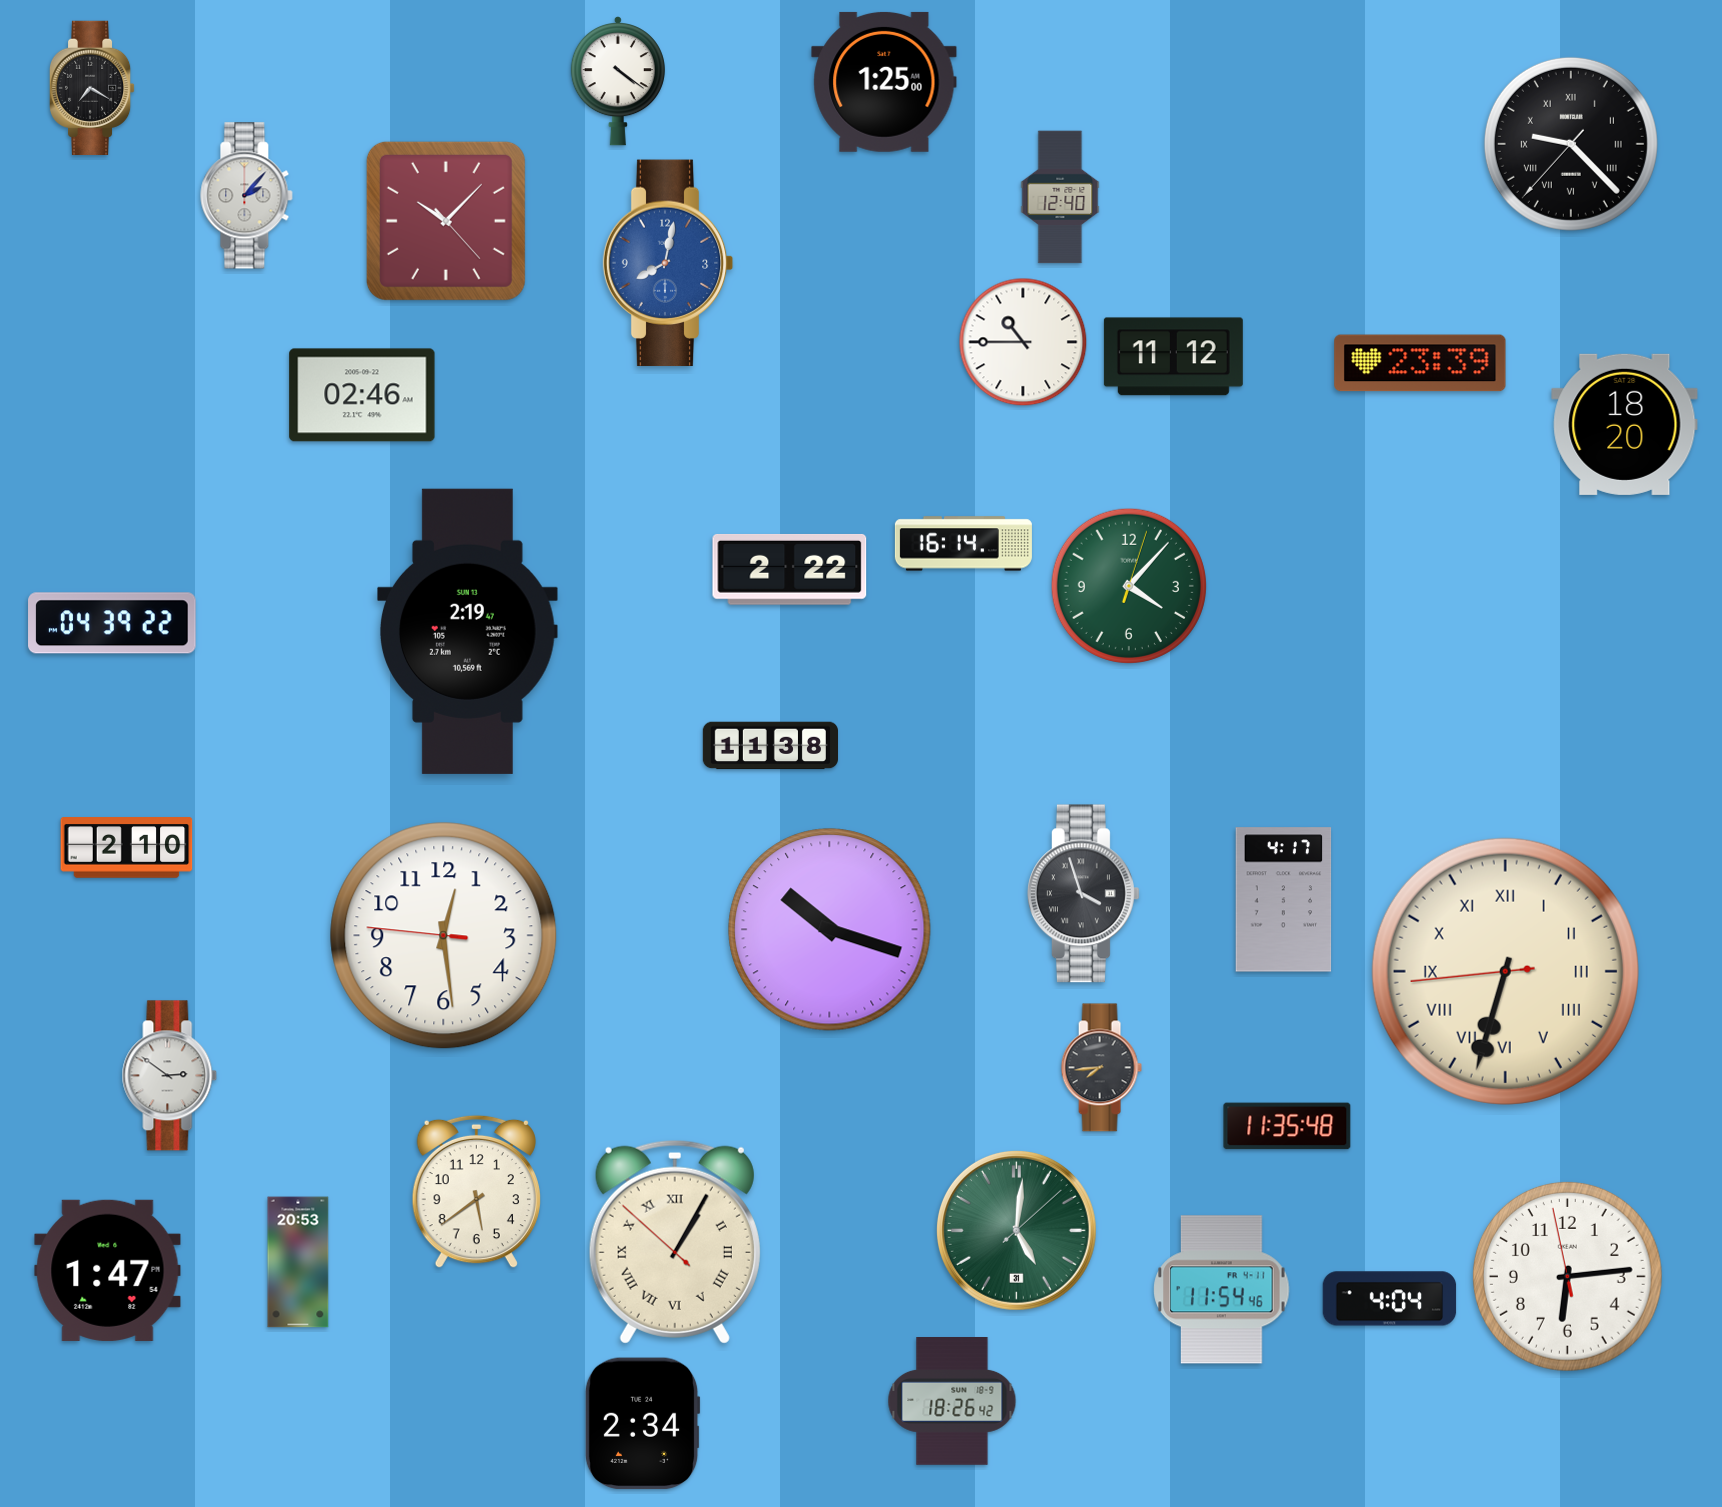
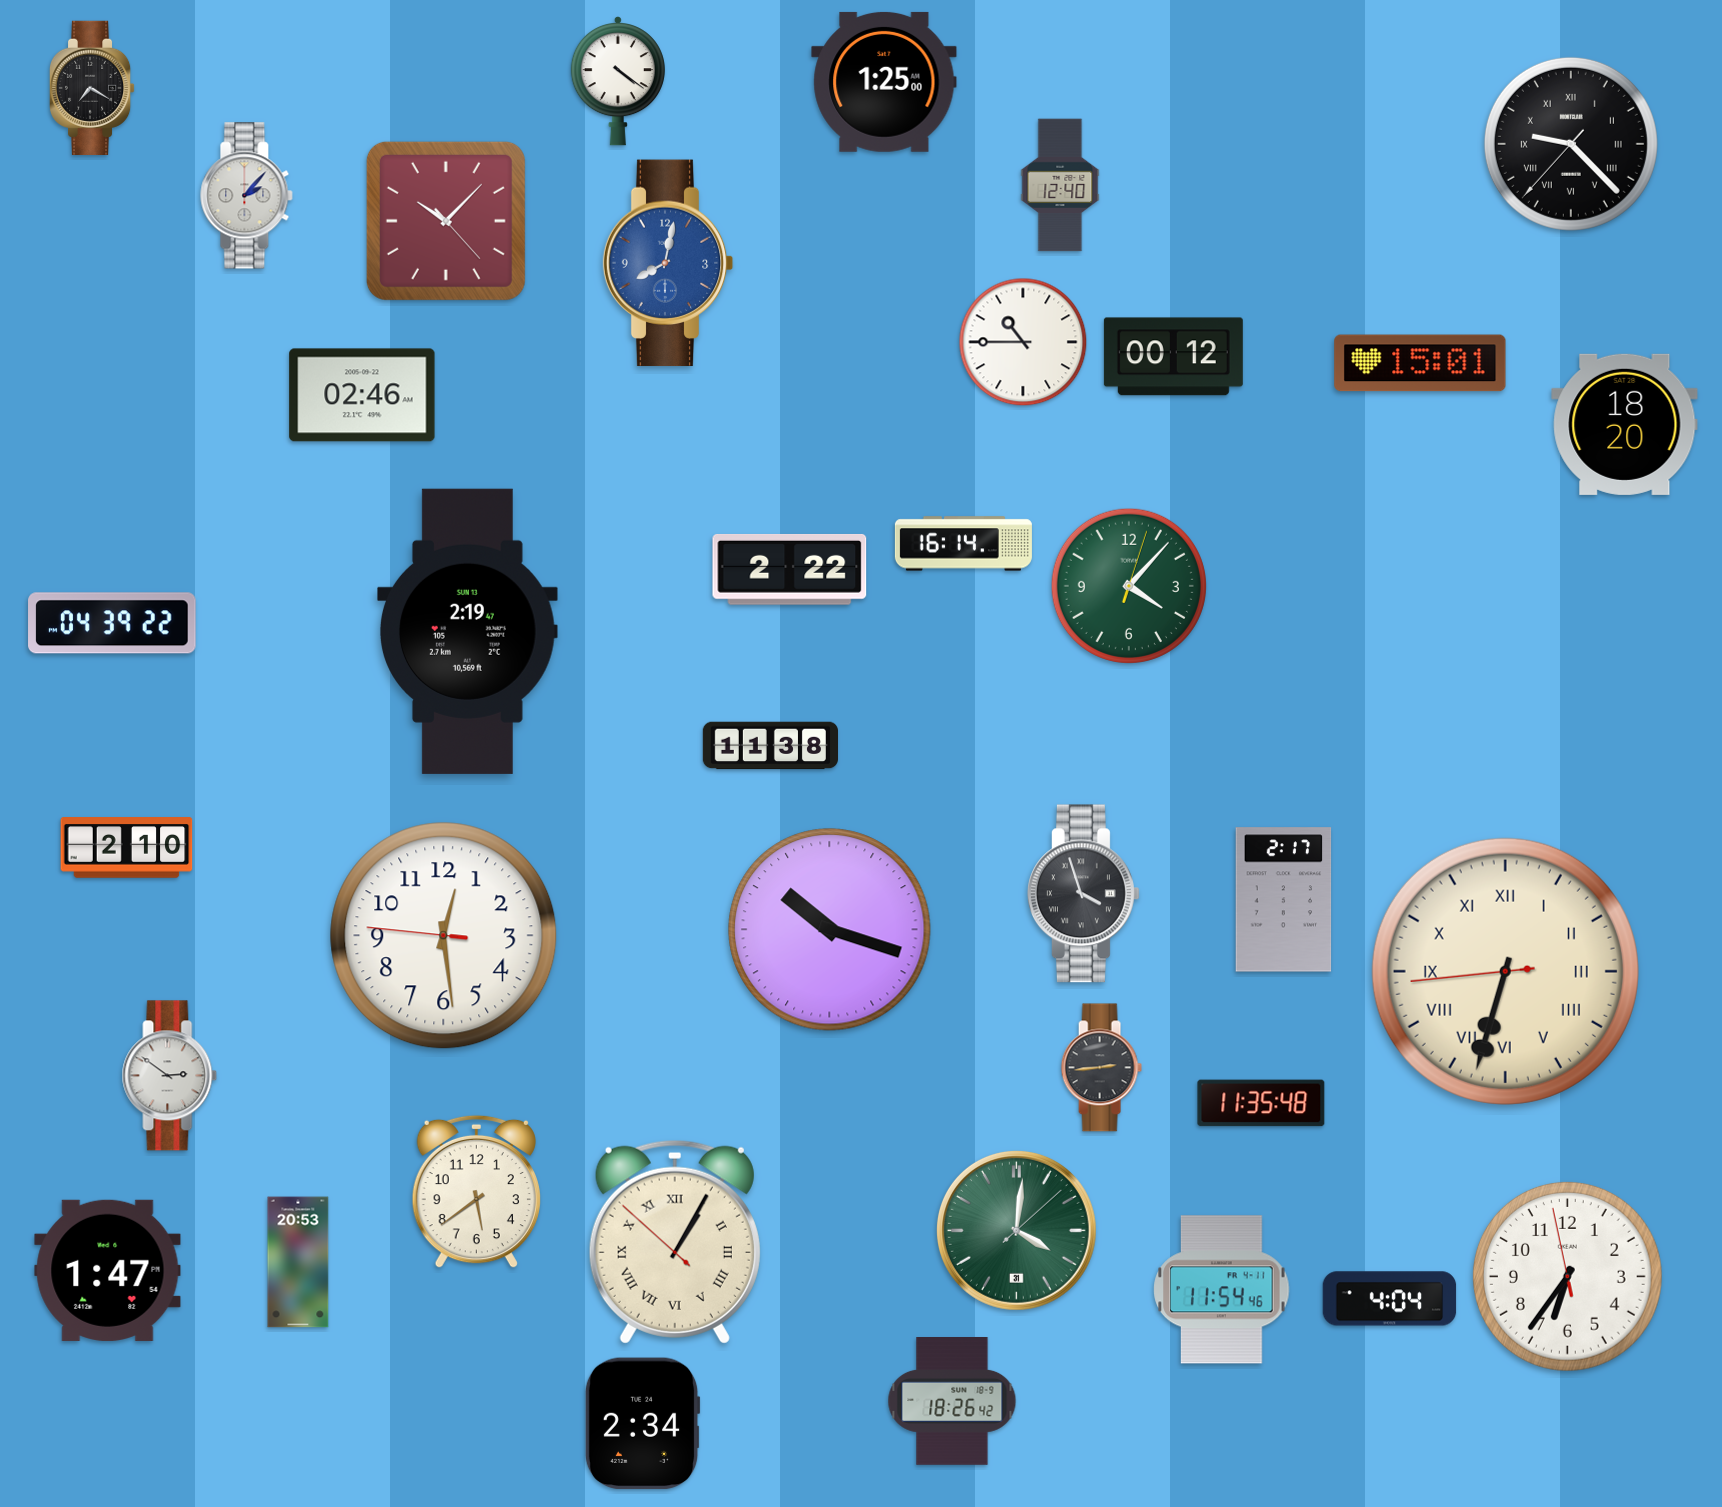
clock at (1060, 197) position: (1060, 197) -> (1060, 185)
clock at (1173, 357): 11:12 -> 00:12
clock at (1420, 363): 23:39 -> 15:01
clock at (1284, 900): 4:17 -> 2:17
clock at (1101, 1068): 7:44 -> 2:44
clock at (1287, 1126) position: (1287, 1126) -> (1261, 1103)
clock at (1016, 1230): 5:01 -> 4:01
clock at (1567, 1276): 6:13 -> 6:35
